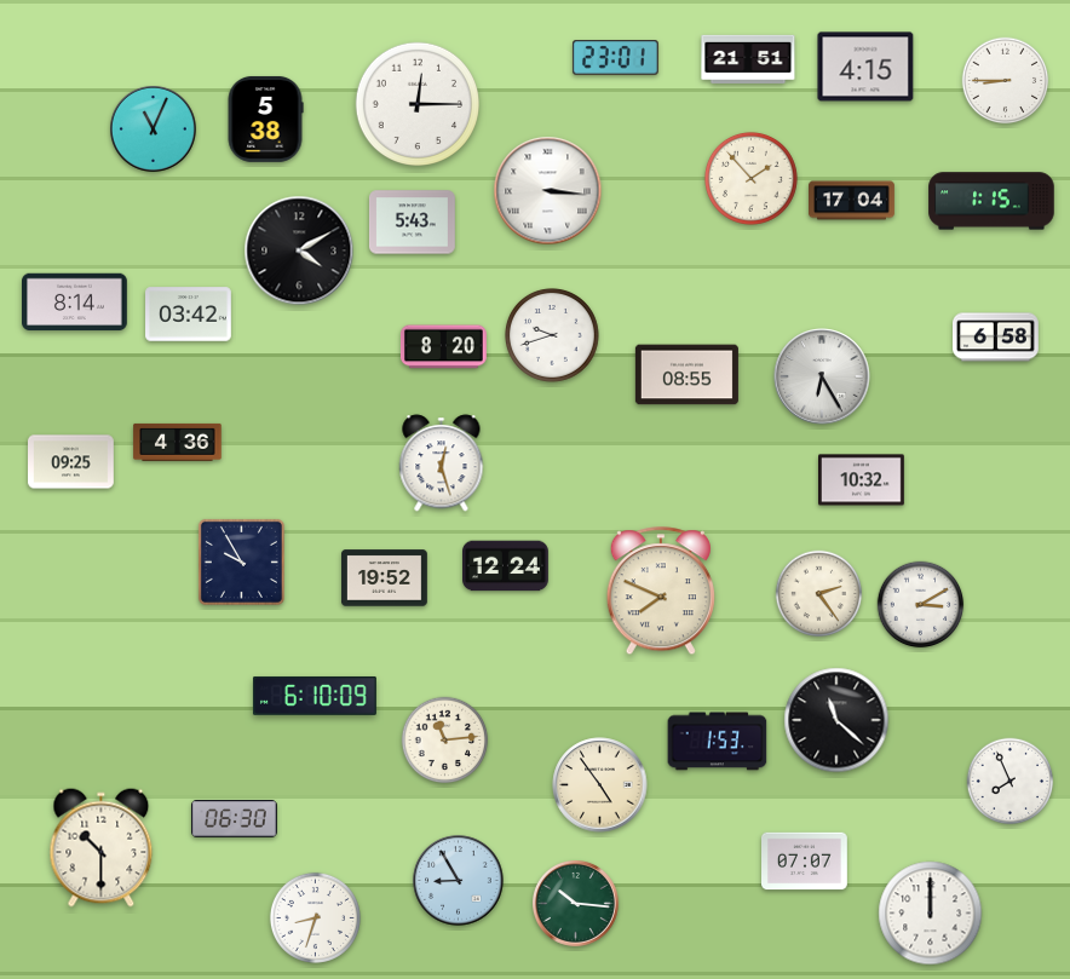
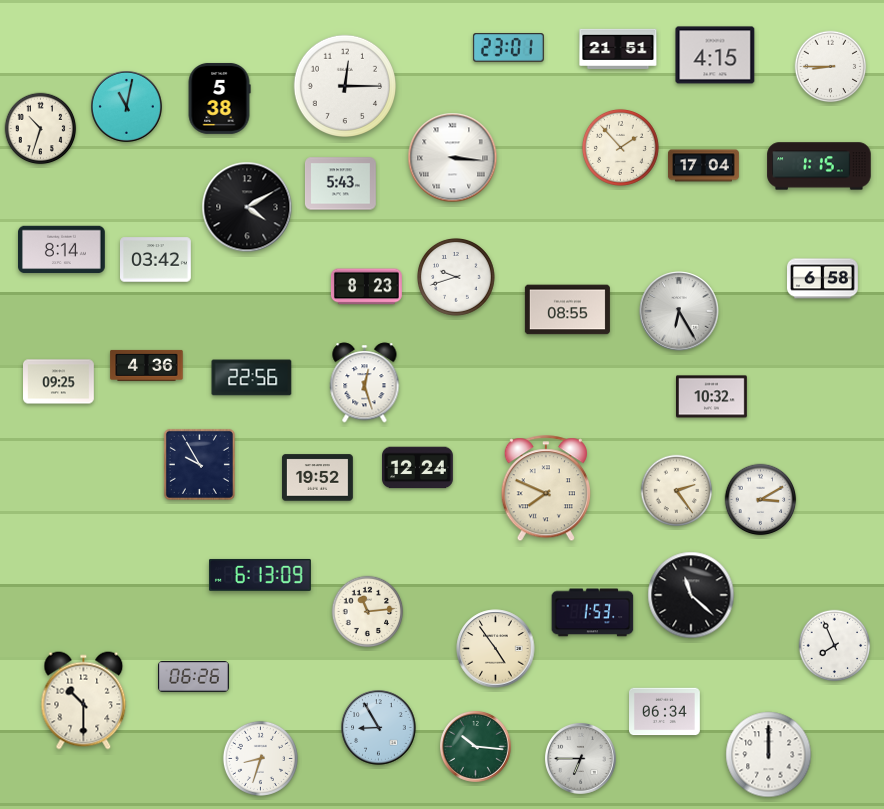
clock at (154, 129): 11:04 -> 11:02
clock at (41, 129): none -> 10:33
clock at (443, 347): 8:20 -> 8:23
clock at (252, 378): none -> 22:56
clock at (315, 696): 6:10 -> 6:13
clock at (235, 819): 06:30 -> 06:26
clock at (805, 862): 07:07 -> 06:34
clock at (581, 759): none -> 6:45
